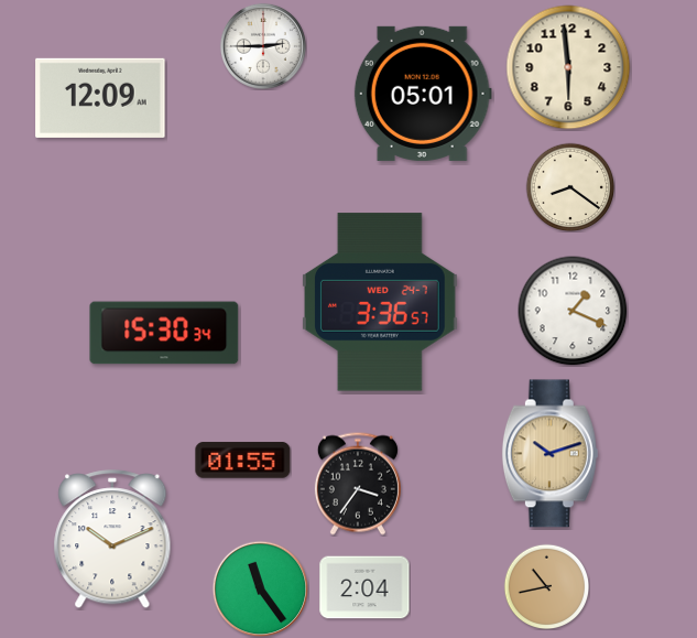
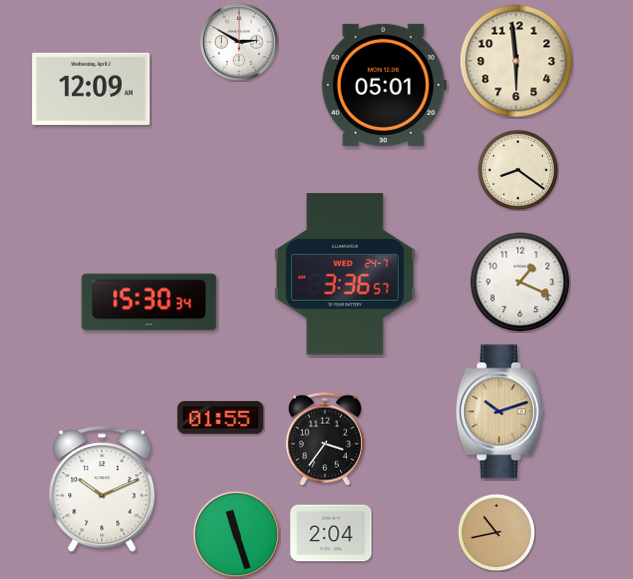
clock at (263, 46): 2:45 -> 2:50
clock at (260, 588): 11:24 -> 11:27
